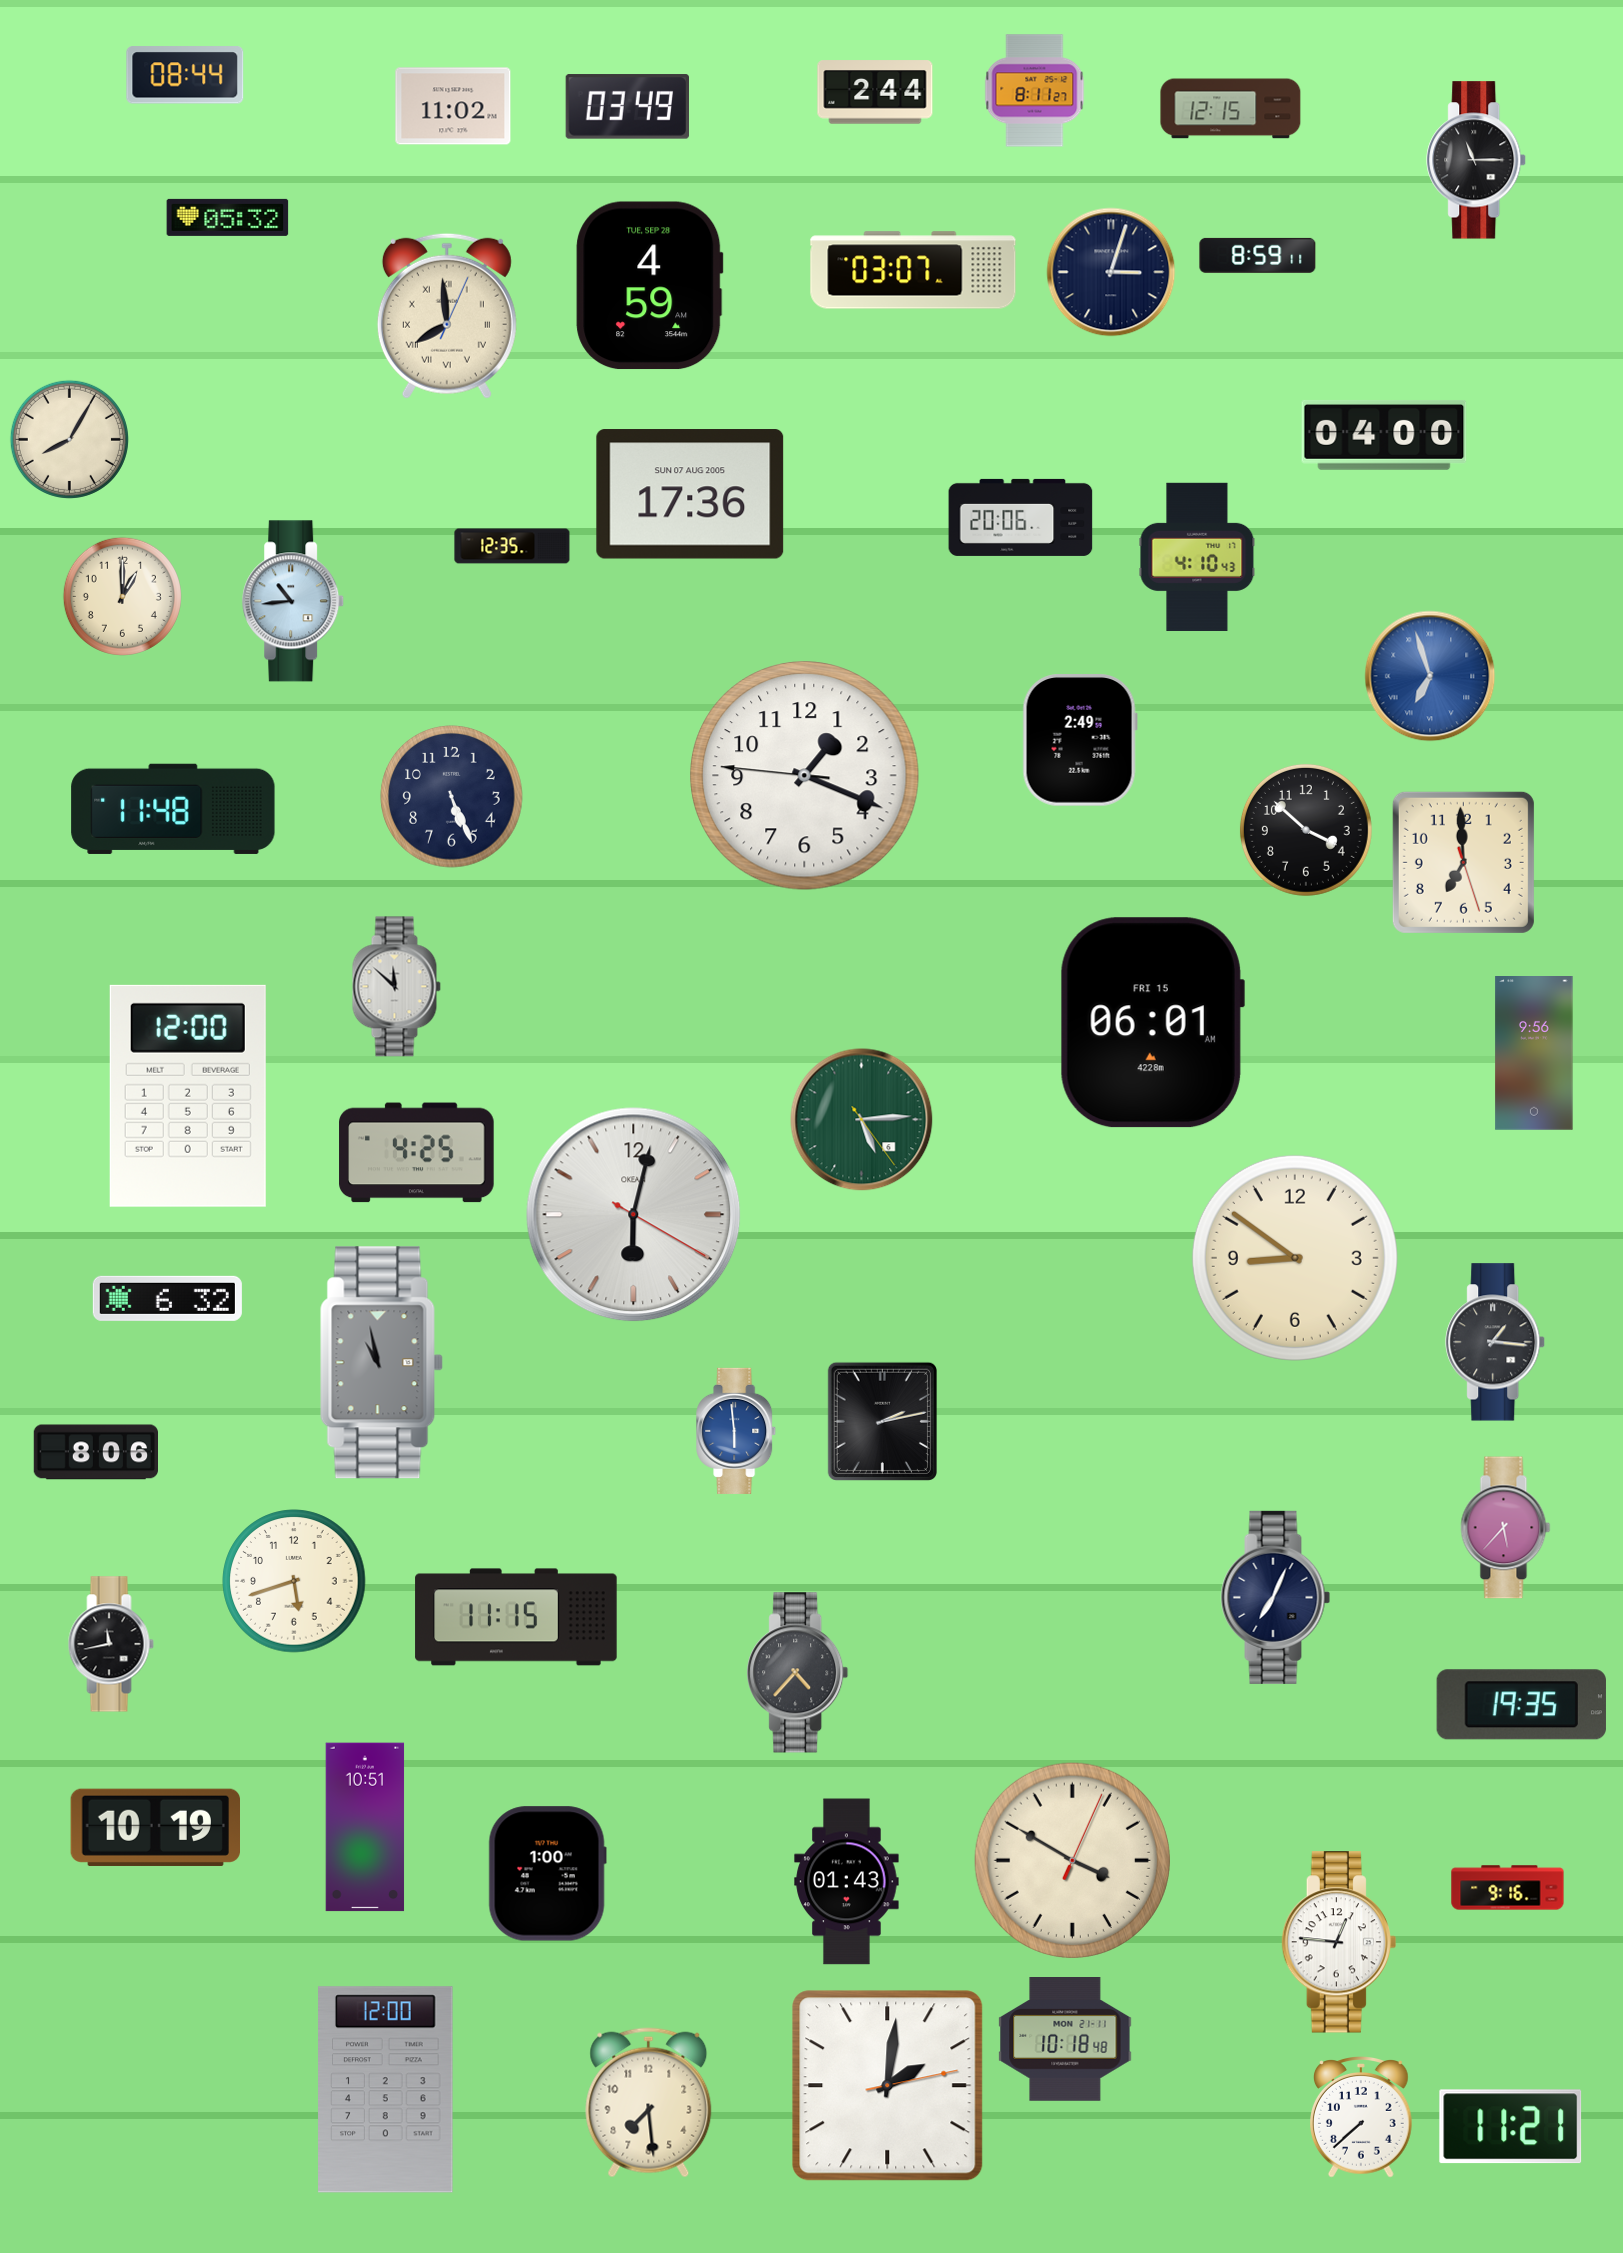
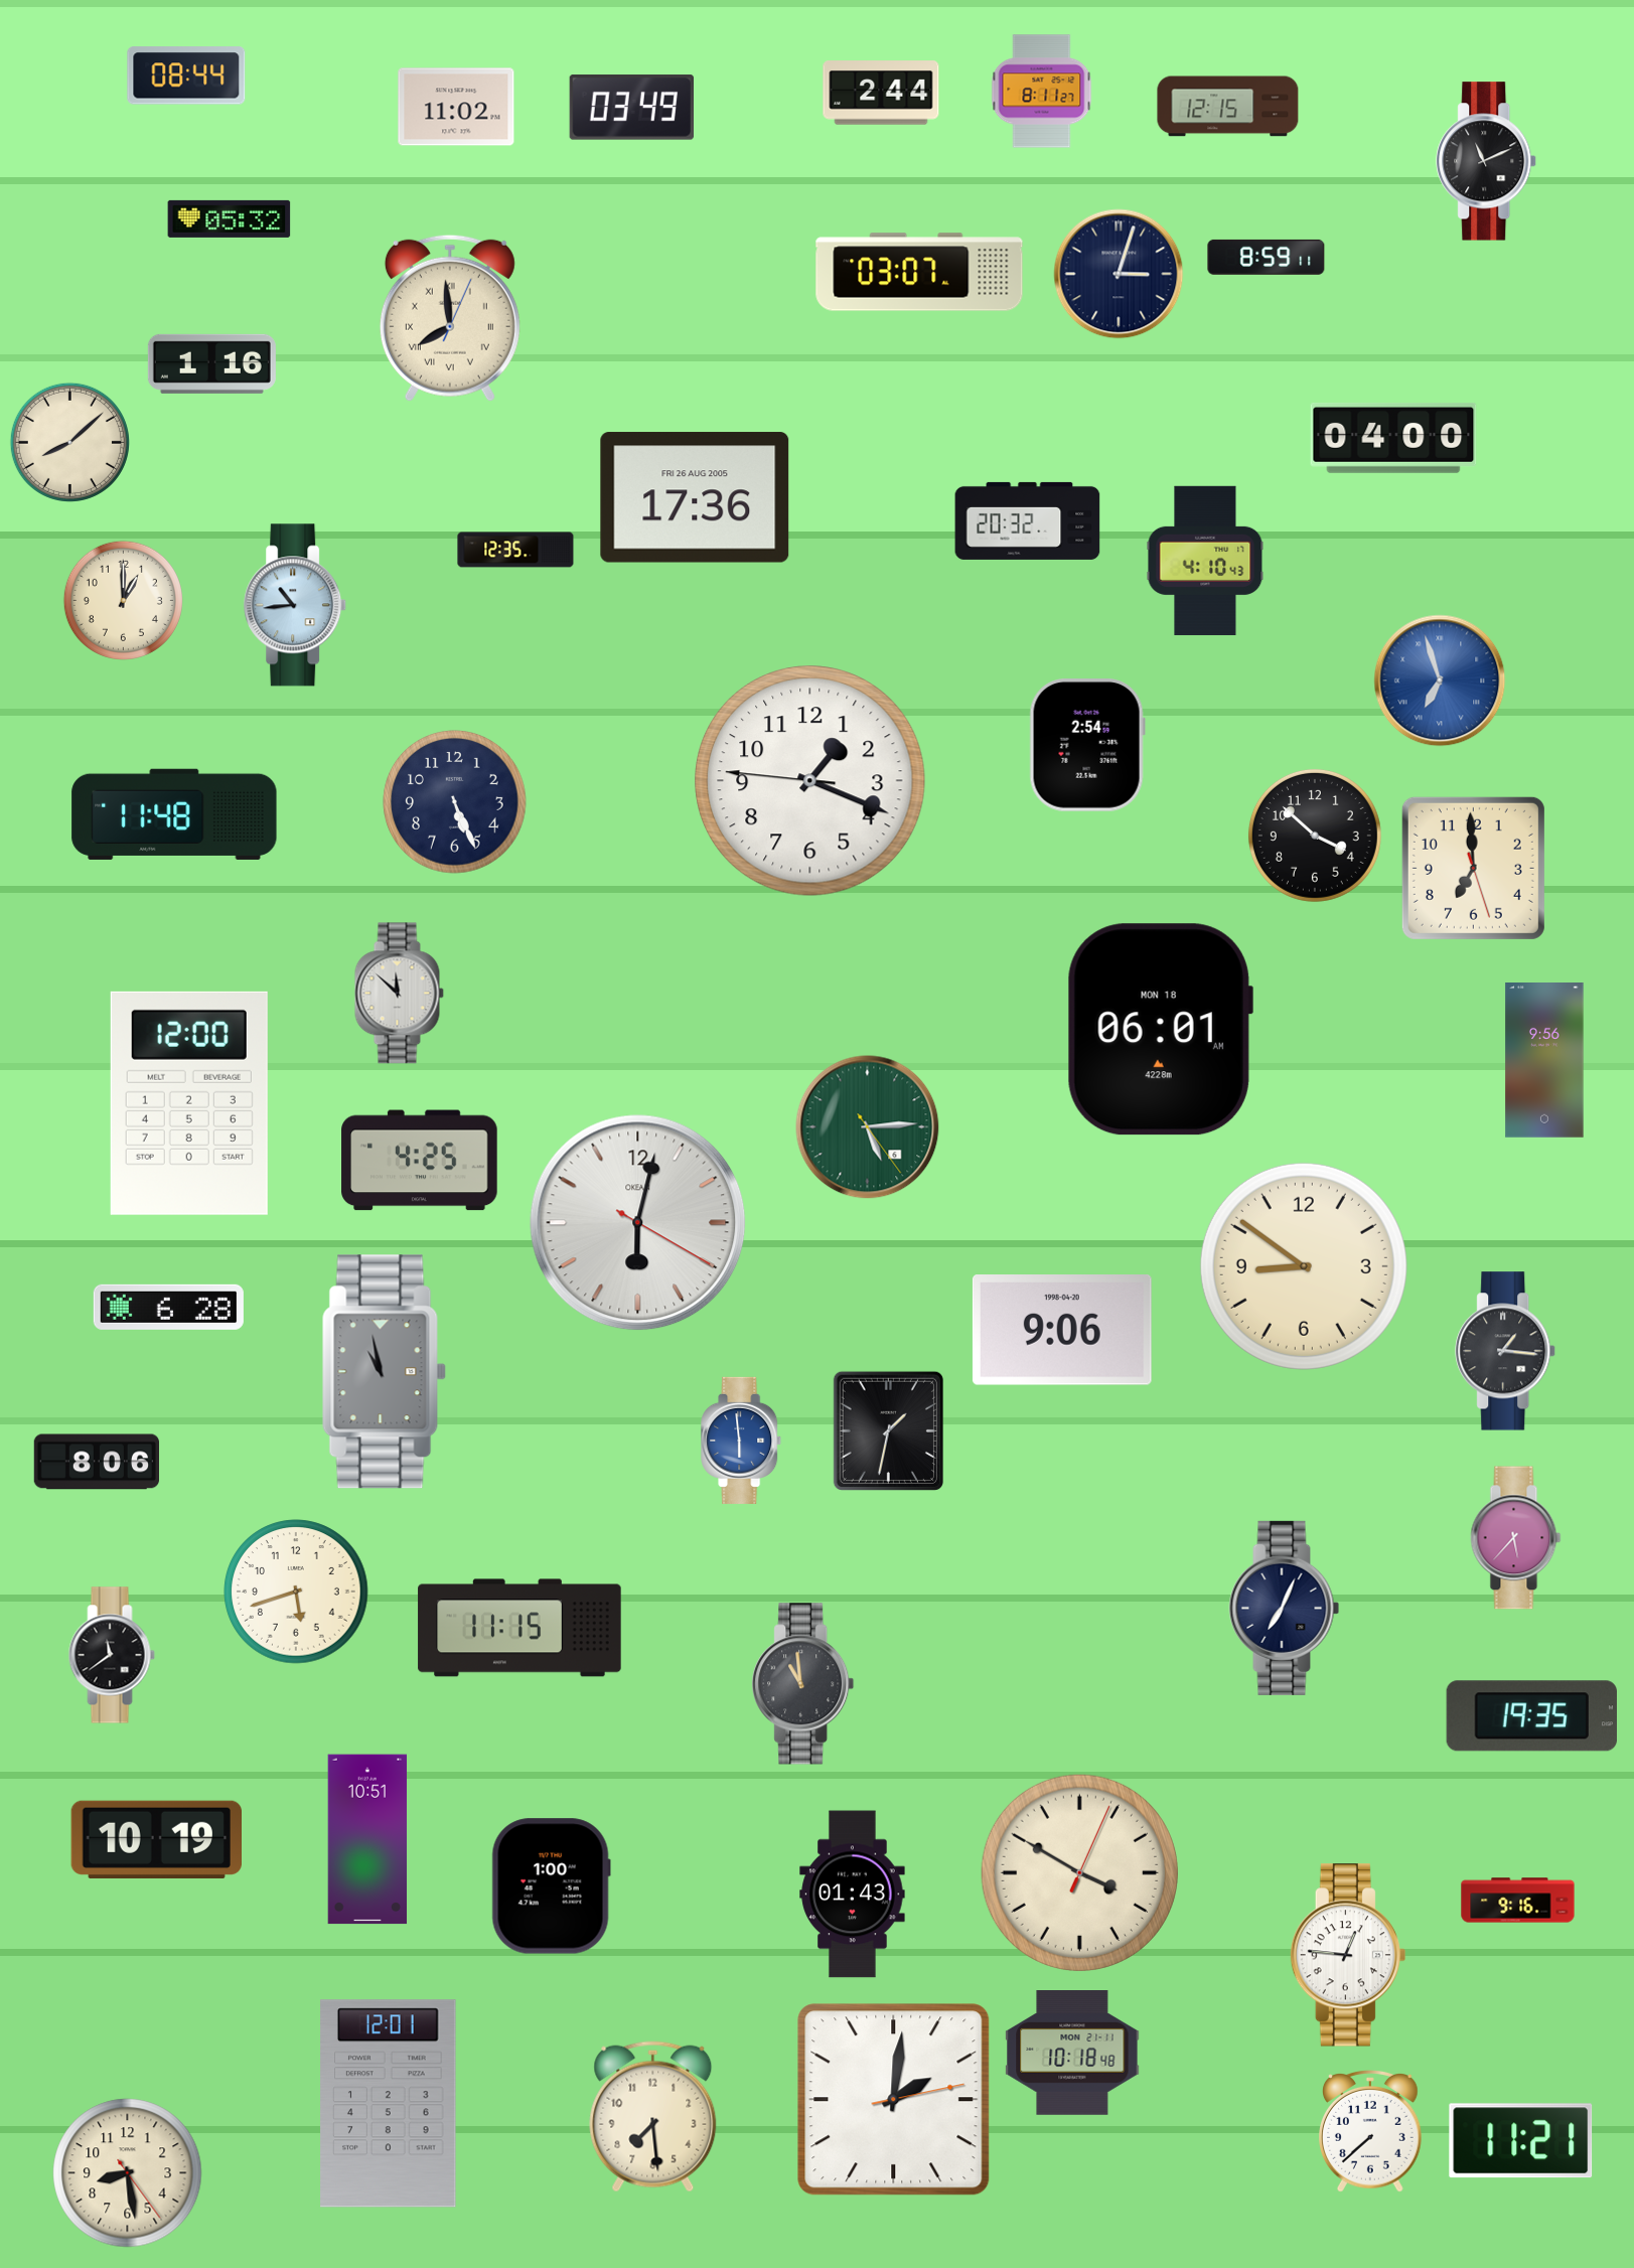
clock at (1231, 109) position: (1231, 109) -> (1228, 107)
clock at (1477, 160): 11:15 -> 11:11
clock at (650, 286): 4:59 -> none
clock at (211, 363): none -> 1:16
clock at (69, 439): 8:05 -> 8:08
clock at (690, 494) date: SUN 07 AUG 2005 -> FRI 26 AUG 2005
clock at (1021, 517): 20:06 -> 20:32
clock at (1080, 740): 2:49 -> 2:54
clock at (1152, 1023) date: FRI 15 -> MON 18
clock at (167, 1298): 6:32 -> 6:28
clock at (1062, 1331): none -> 9:06
clock at (882, 1421): 2:13 -> 1:32
clock at (111, 1644): 11:43 -> 11:39
clock at (798, 1673): 4:37 -> 10:59
clock at (386, 2090): 12:00 -> 12:01
clock at (128, 2173): none -> 8:28
